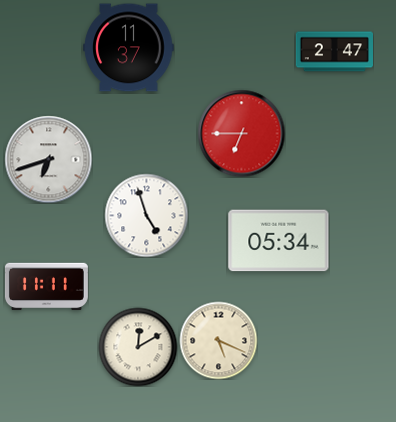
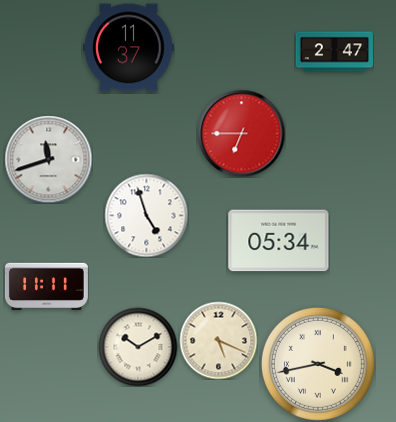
clock at (48, 159): 6:42 -> 11:42
clock at (138, 347): 12:10 -> 10:10
clock at (318, 364): none -> 3:43
